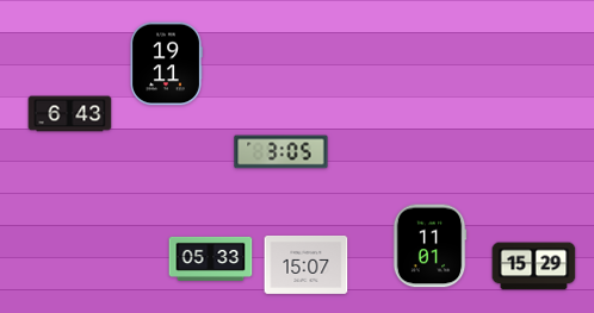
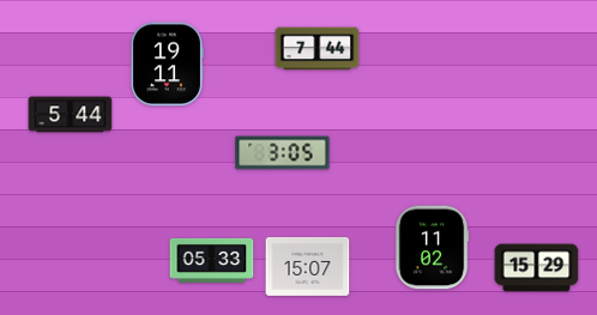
clock at (318, 49): none -> 7:44
clock at (70, 114): 6:43 -> 5:44
clock at (429, 246): 11:01 -> 11:02
